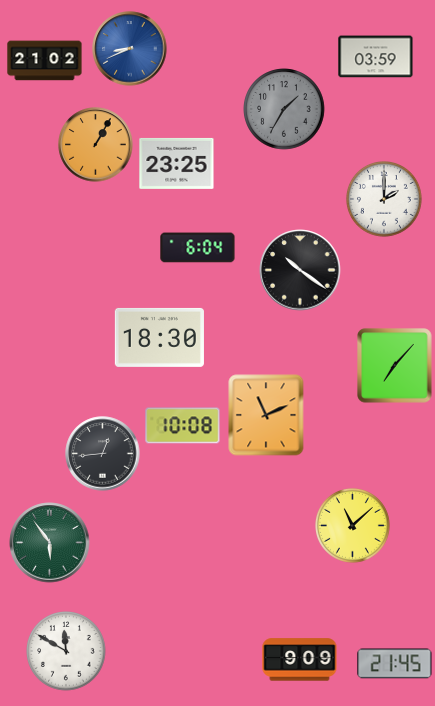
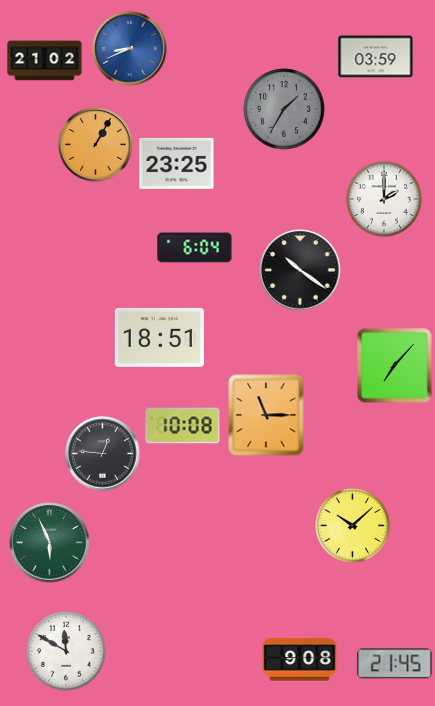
clock at (198, 248) position: (198, 248) -> (195, 248)
clock at (159, 337): 18:30 -> 18:51
clock at (266, 415): 11:11 -> 11:15
clock at (103, 454): 12:44 -> 12:46
clock at (353, 526): 11:08 -> 10:08
clock at (50, 543): 5:54 -> 5:56
clock at (300, 660): 9:09 -> 9:08
